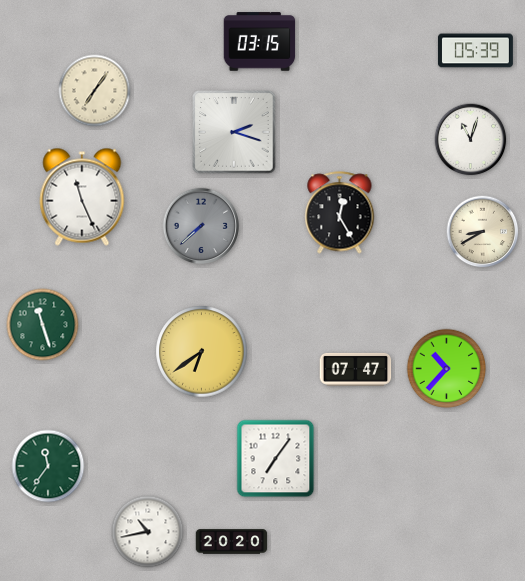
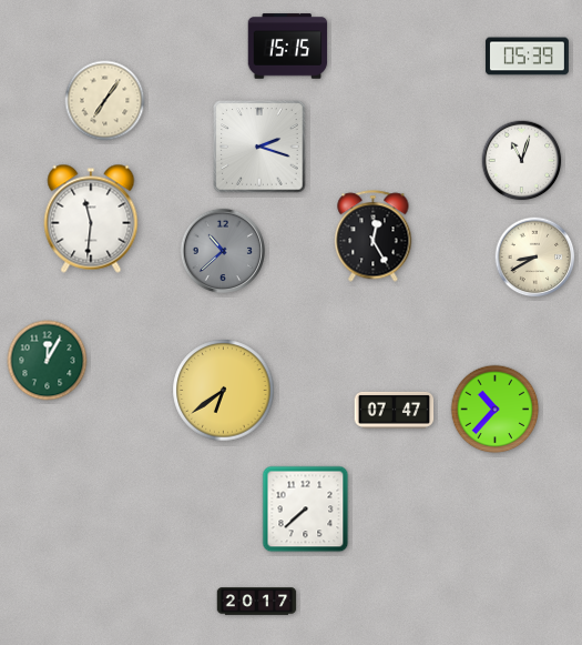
clock at (260, 42): 03:15 -> 15:15
clock at (471, 140) position: (471, 140) -> (522, 161)
clock at (82, 197): 11:26 -> 11:31
clock at (340, 213) position: (340, 213) -> (374, 236)
clock at (200, 225): 7:38 -> 10:38
clock at (43, 325): 11:27 -> 12:05
clock at (276, 459): 7:06 -> 7:38
clock at (48, 466): 11:36 -> none
clock at (148, 532): 10:43 -> none
clock at (232, 542): 20:20 -> 20:17
